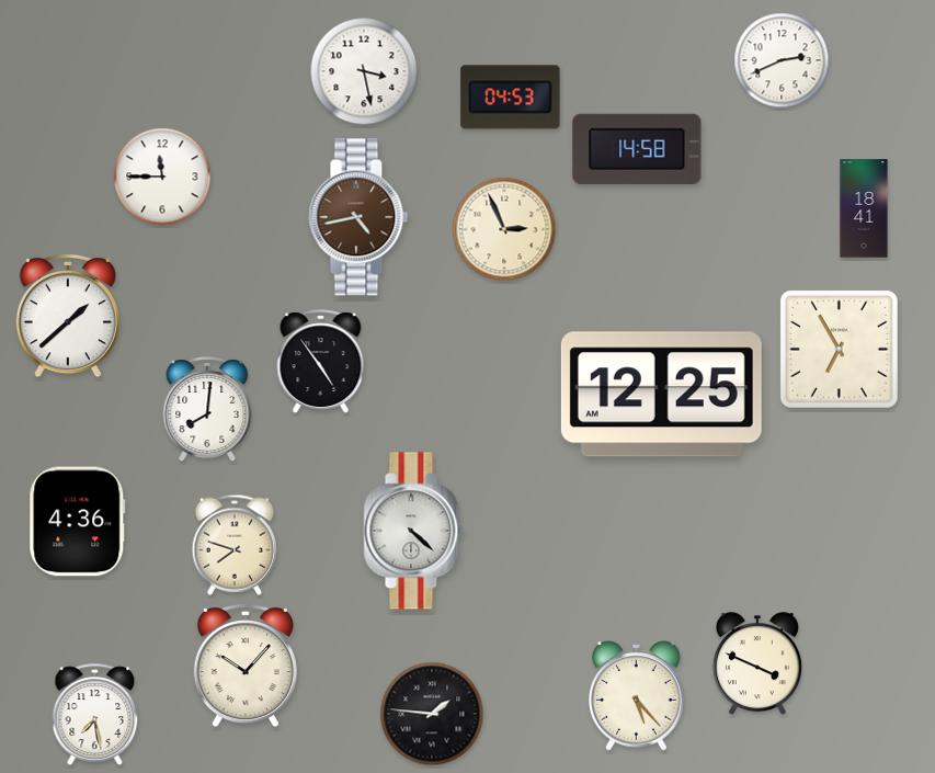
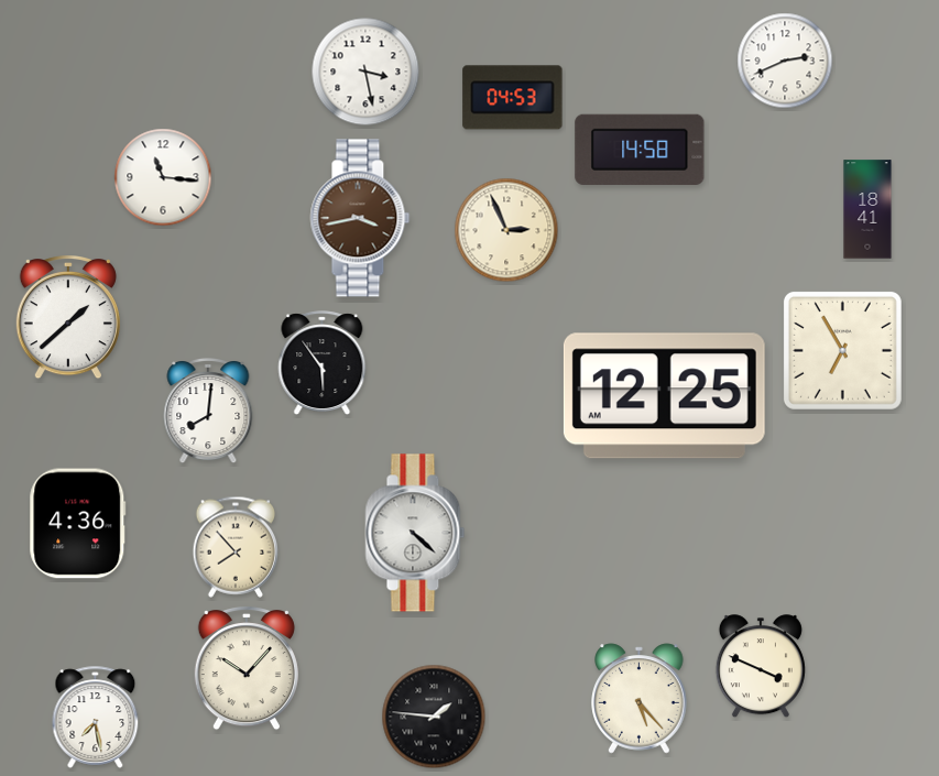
clock at (162, 177): 11:45 -> 11:16
clock at (358, 217): 4:43 -> 3:43
clock at (321, 361): 4:54 -> 5:54
clock at (235, 545): 7:48 -> 7:53
